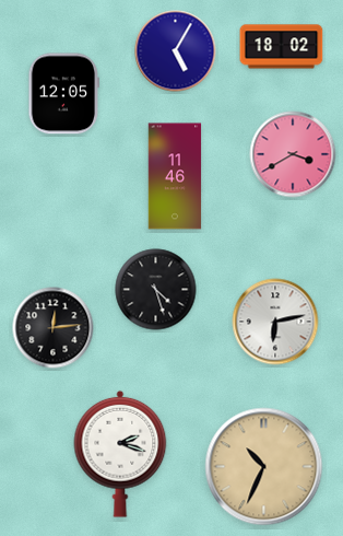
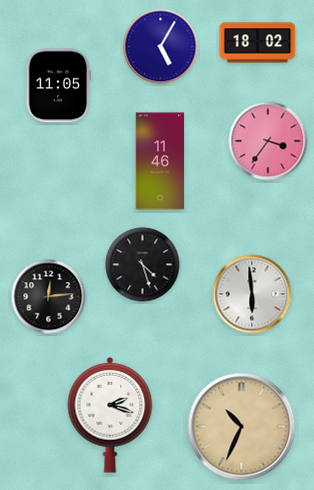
clock at (63, 94): 12:05 -> 11:05
clock at (293, 154): 3:40 -> 3:36
clock at (275, 322): 6:13 -> 5:59
clock at (54, 328) position: (54, 328) -> (49, 297)
